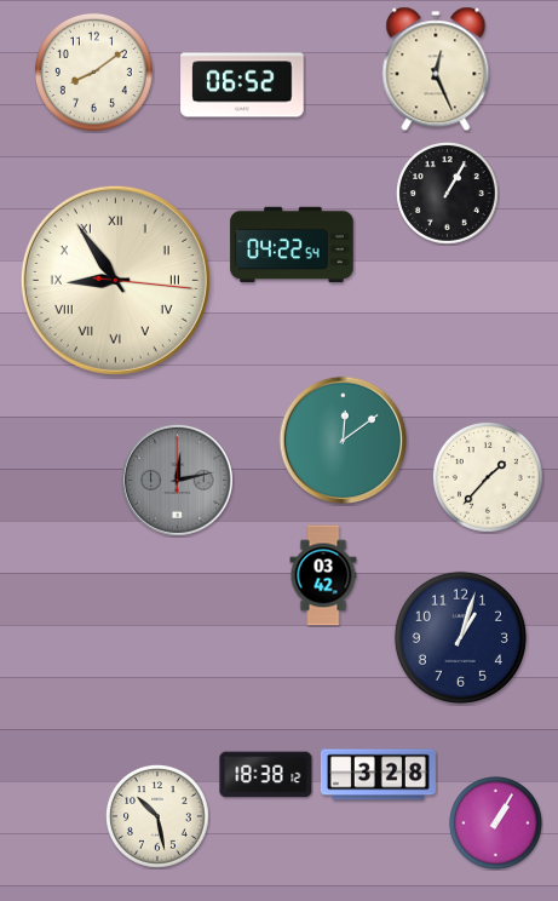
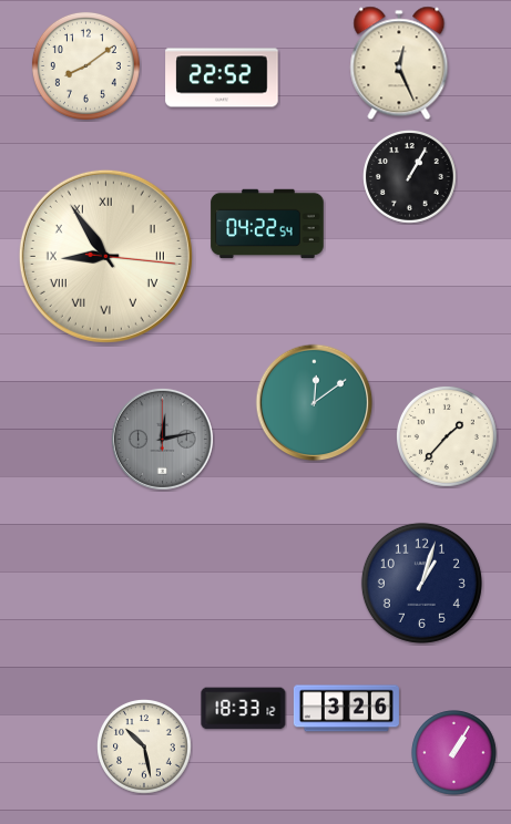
clock at (242, 85): 06:52 -> 22:52
clock at (323, 575): 03:42 -> none
clock at (266, 775): 18:38 -> 18:33
clock at (378, 775): 3:28 -> 3:26
